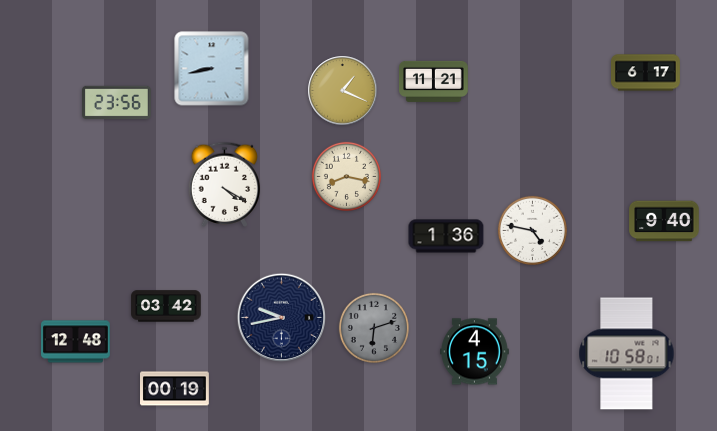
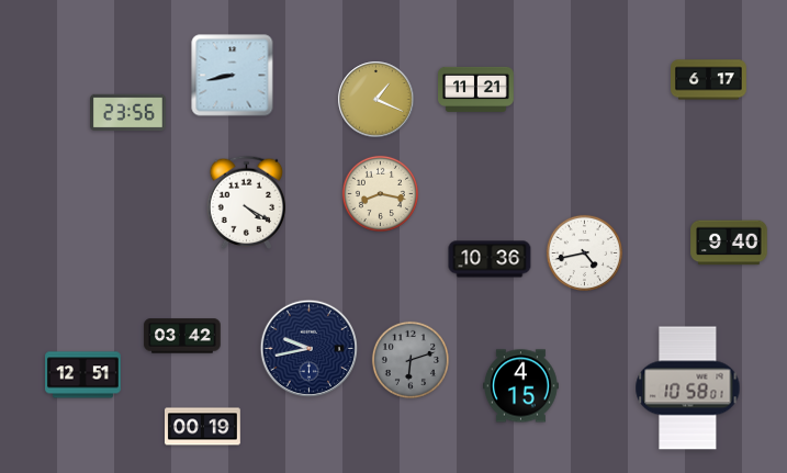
clock at (532, 230): 4:47 -> 4:43
clock at (446, 236): 1:36 -> 10:36
clock at (76, 342): 12:48 -> 12:51
clock at (175, 389) position: (175, 389) -> (203, 427)
